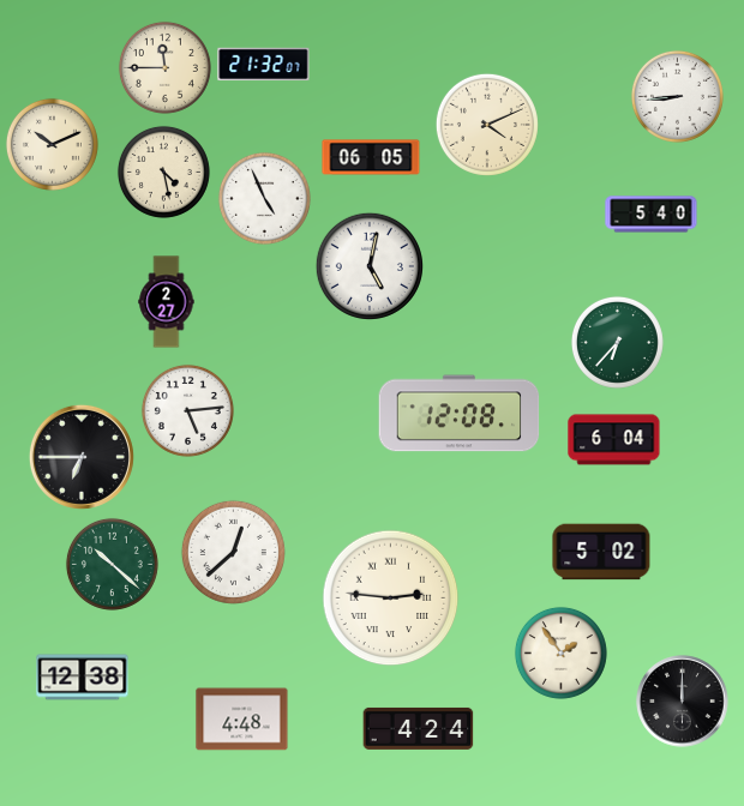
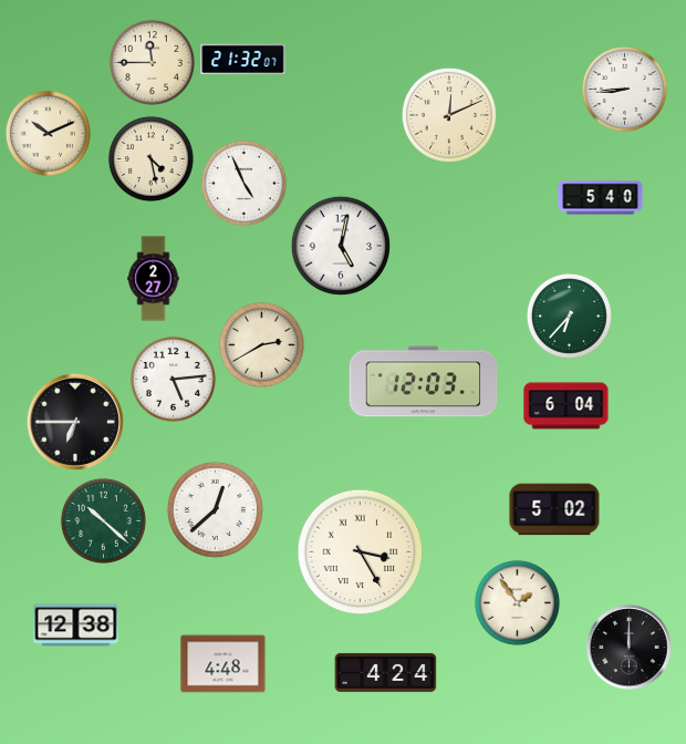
clock at (487, 125): 4:11 -> 12:11
clock at (371, 157): 06:05 -> none
clock at (261, 344): none -> 2:40
clock at (460, 414): 12:08 -> 12:03
clock at (391, 599): 2:46 -> 3:25
